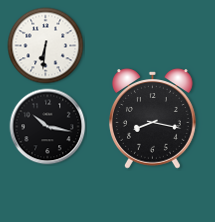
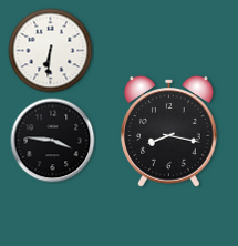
clock at (48, 127): 10:17 -> 3:46
